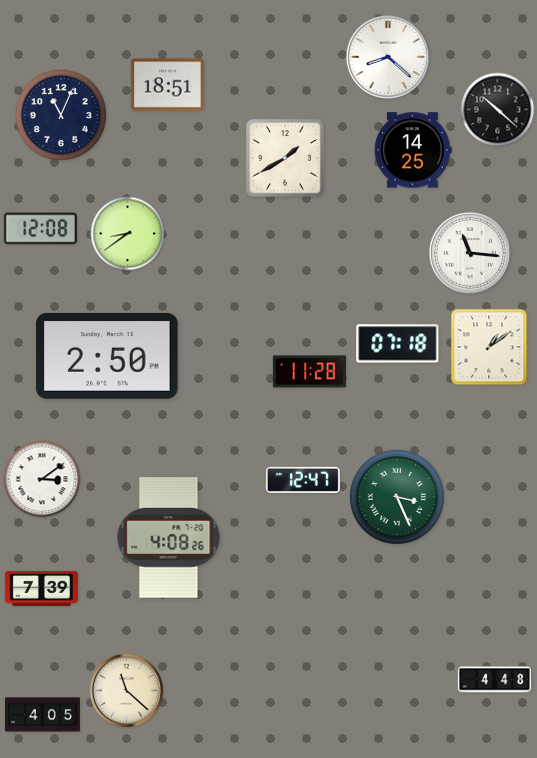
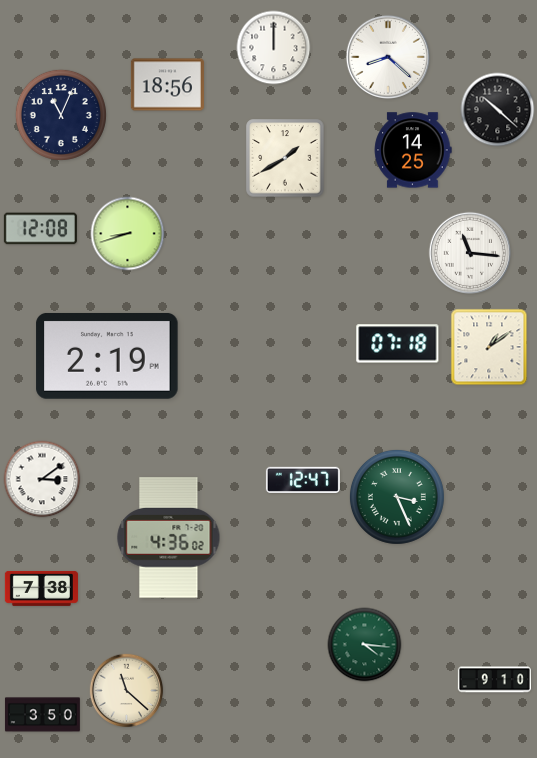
clock at (274, 48): none -> 12:00
clock at (167, 85): 18:51 -> 18:56
clock at (128, 234): 8:39 -> 8:42
clock at (107, 356): 2:50 -> 2:19
clock at (309, 372): 11:28 -> none
clock at (169, 538): 4:08 -> 4:36
clock at (41, 588): 7:39 -> 7:38
clock at (365, 645): none -> 4:16
clock at (494, 680): 4:48 -> 9:10
clock at (42, 715): 4:05 -> 3:50
